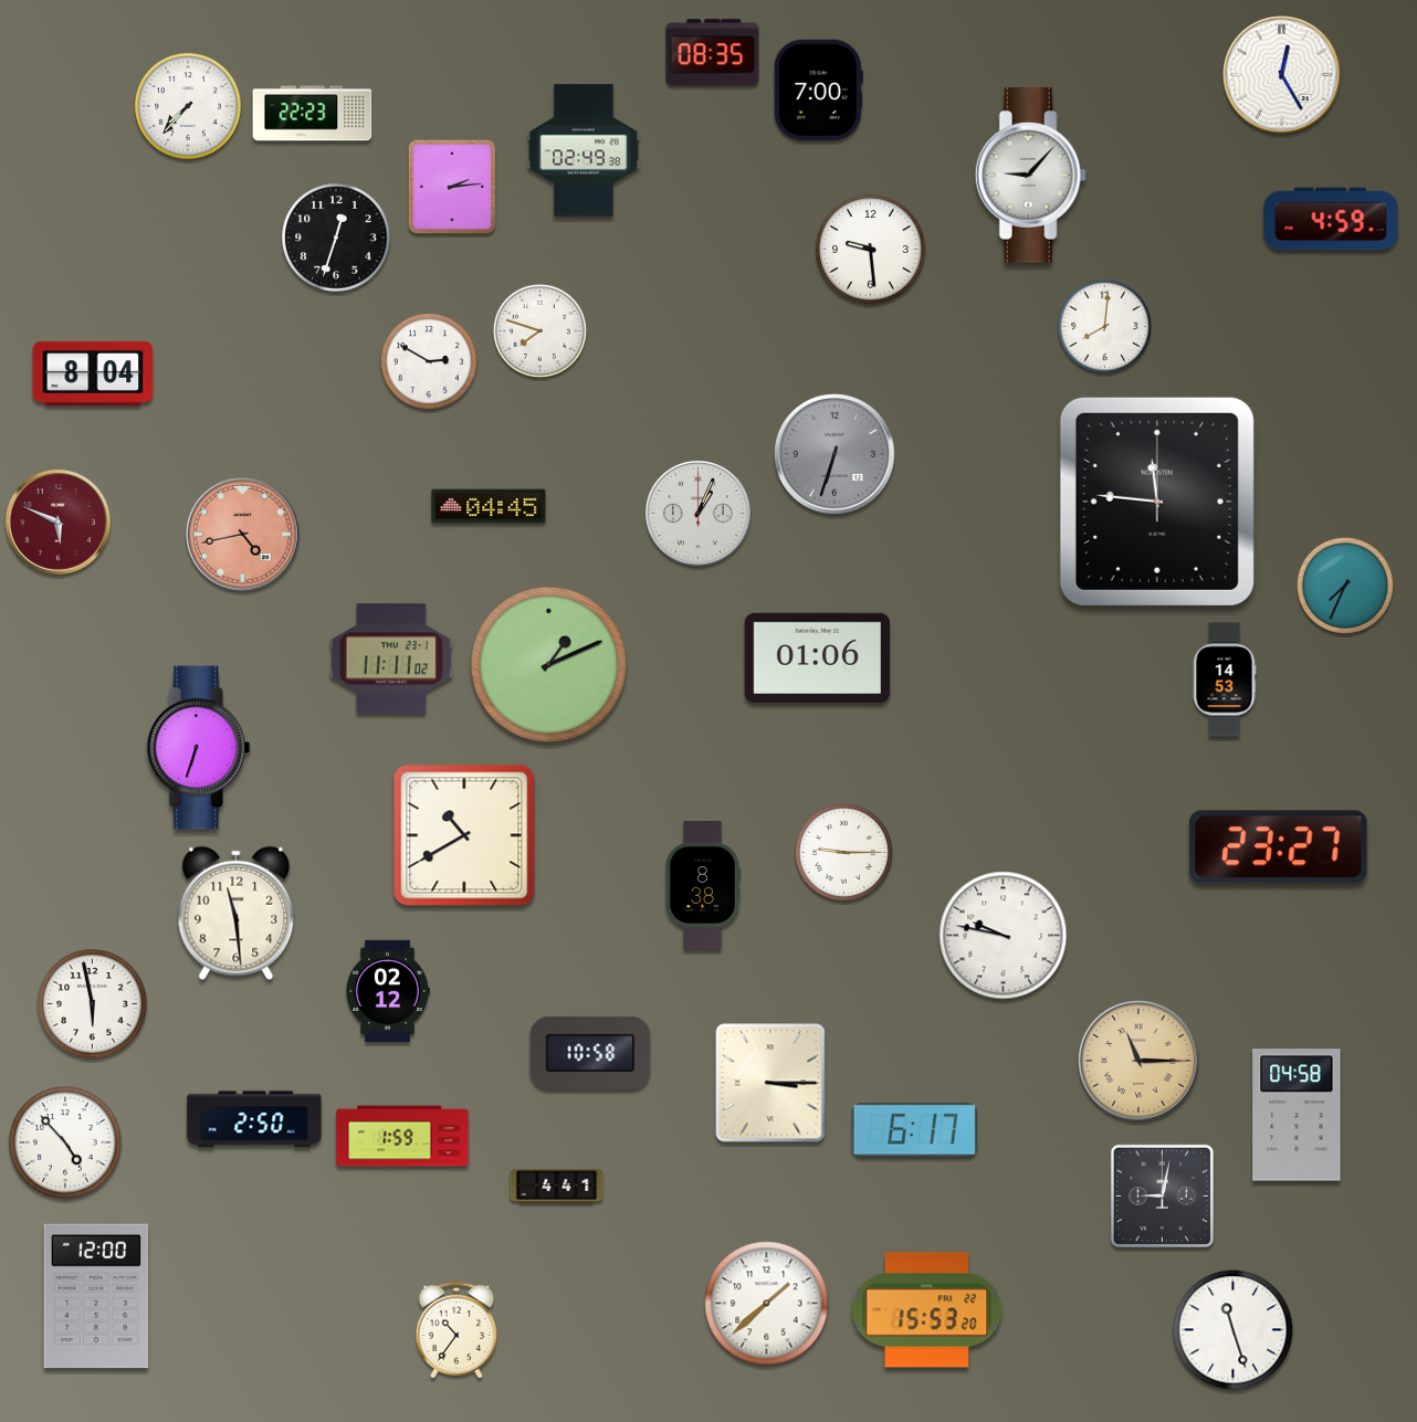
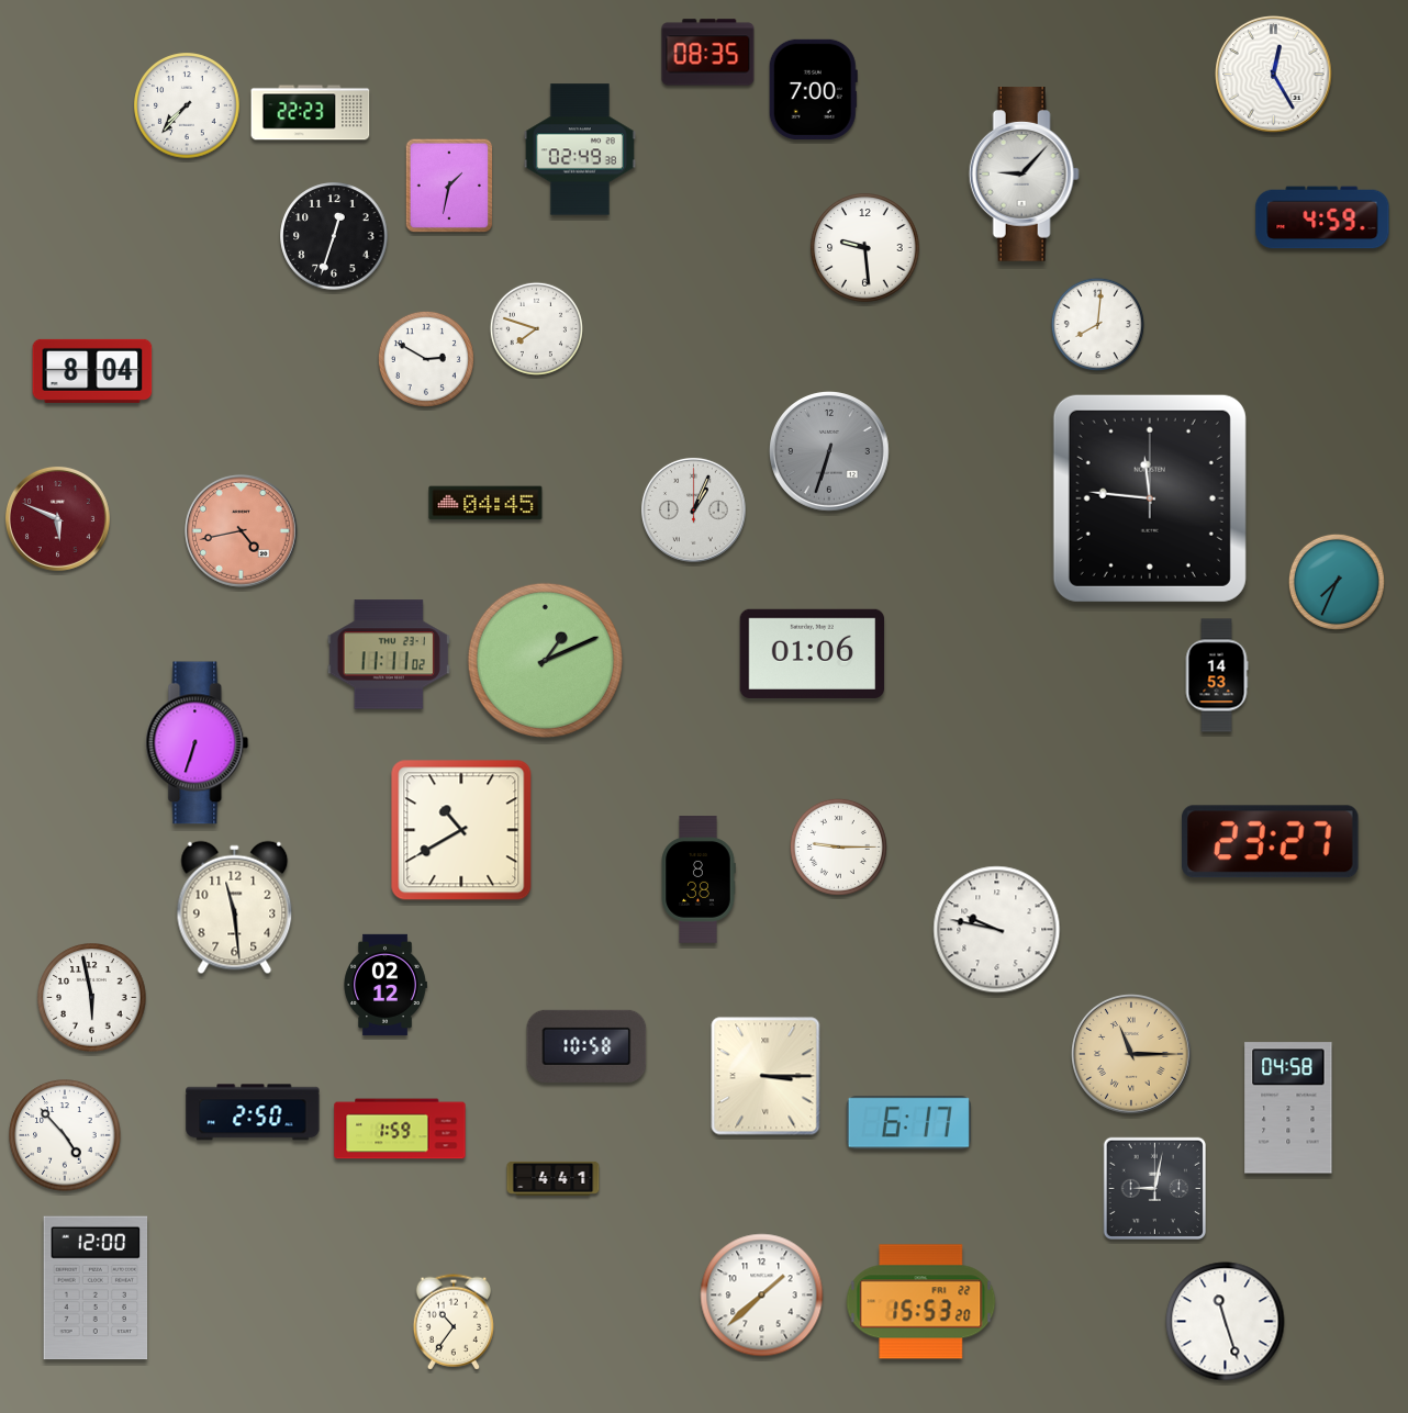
clock at (452, 187): 2:14 -> 1:32
